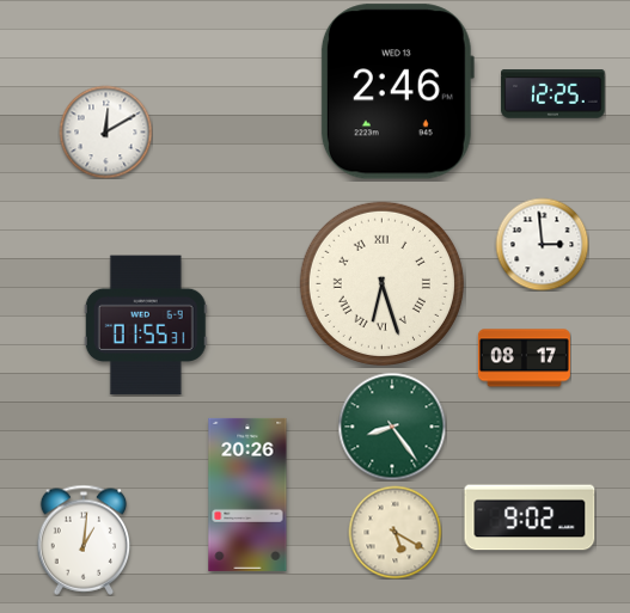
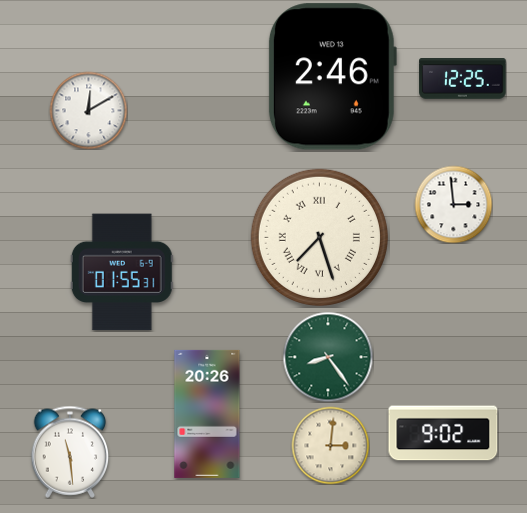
clock at (381, 283): 6:27 -> 7:27
clock at (524, 358): 08:17 -> none
clock at (394, 532): 5:20 -> 3:01
clock at (84, 540): 1:01 -> 11:29
